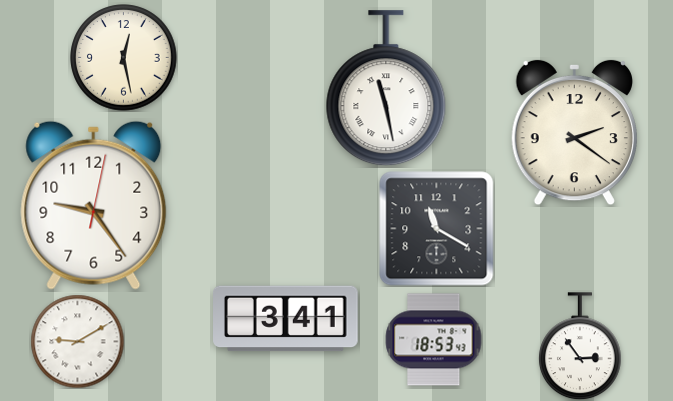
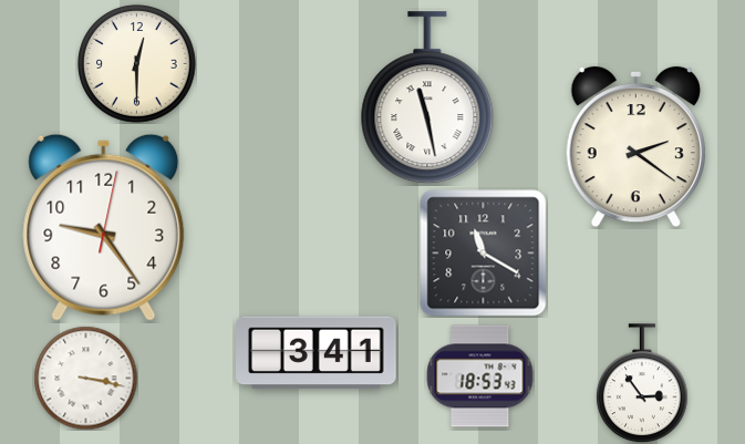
clock at (124, 58): 12:28 -> 12:30
clock at (77, 341): 9:10 -> 3:17
